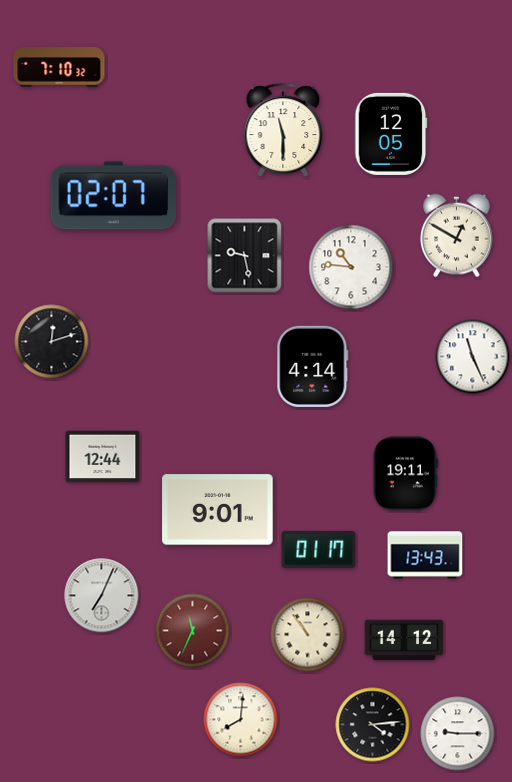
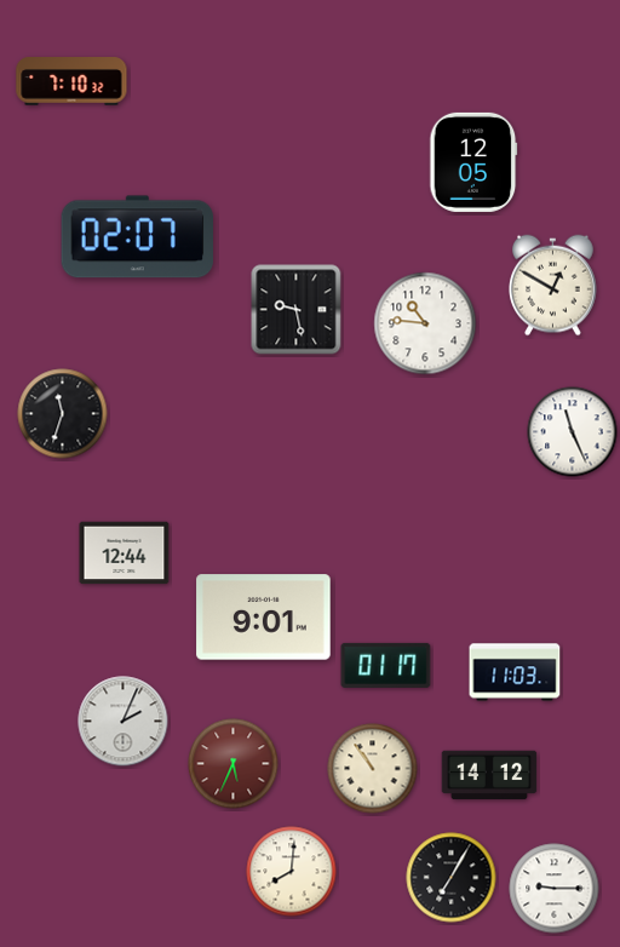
clock at (283, 130): 11:30 -> none
clock at (52, 342): 12:12 -> 11:33
clock at (313, 366): 4:14 -> none
clock at (405, 474): 19:11 -> none
clock at (425, 555): 13:43 -> 11:03
clock at (102, 596): 7:04 -> 2:04
clock at (193, 631): 11:34 -> 5:34
clock at (373, 725): 4:14 -> 7:05
